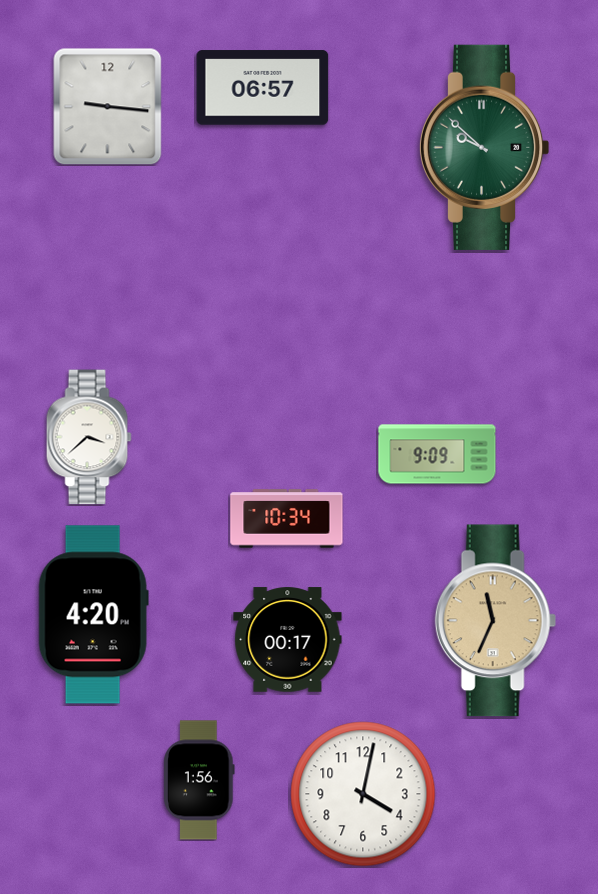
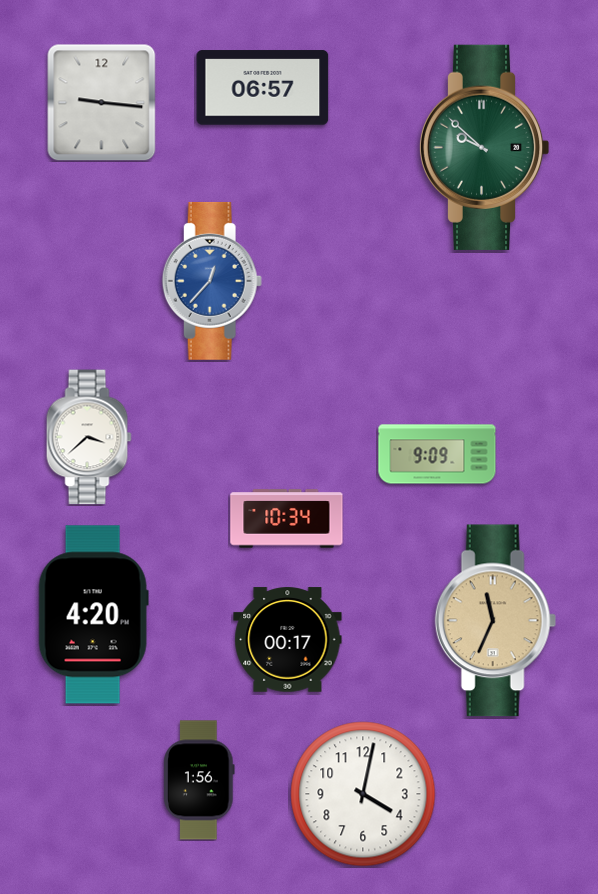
clock at (108, 106) position: (108, 106) -> (102, 102)
clock at (212, 281): none -> 12:37
